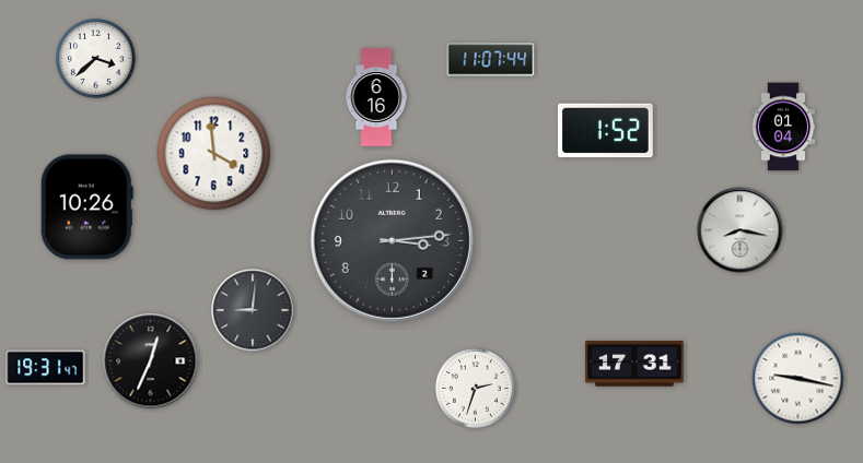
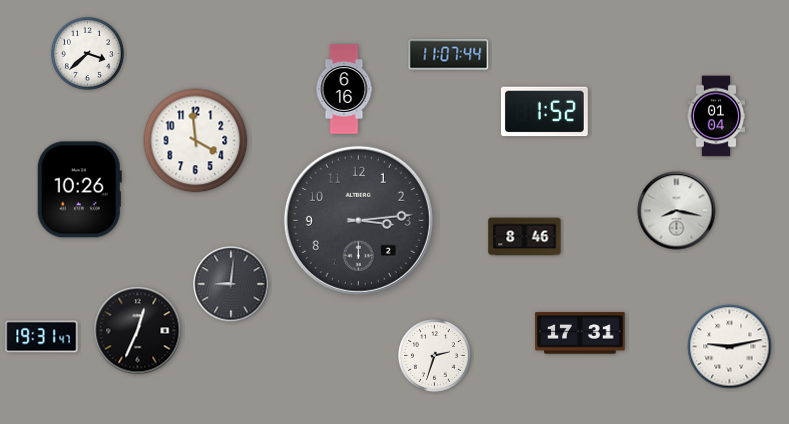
clock at (605, 131) position: (605, 131) -> (544, 112)
clock at (525, 237): none -> 8:46
clock at (798, 379): 9:17 -> 9:13
